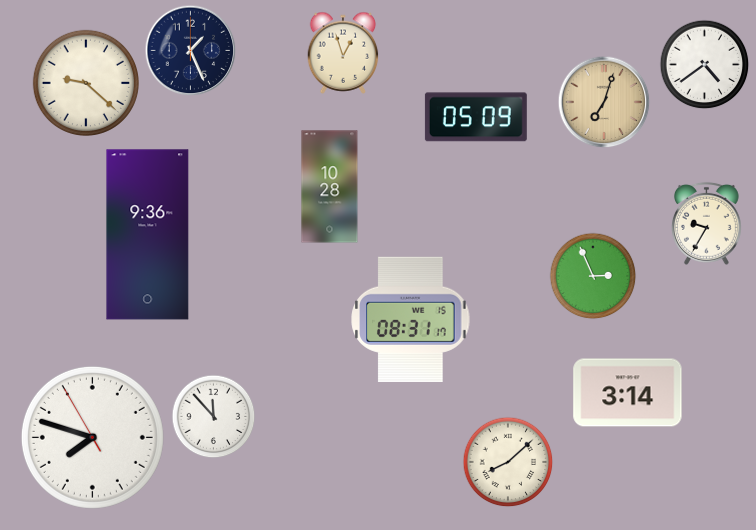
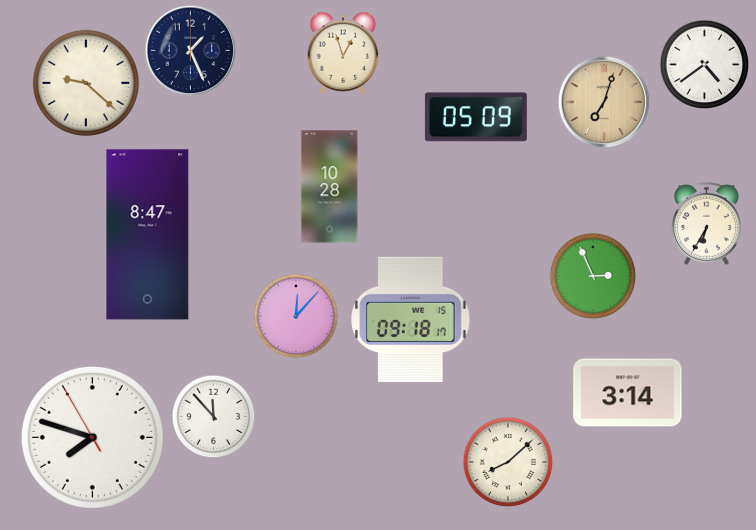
clock at (706, 223): 9:35 -> 6:35
clock at (148, 235): 9:36 -> 8:47
clock at (296, 316): none -> 12:07
clock at (411, 319): 08:31 -> 09:18
